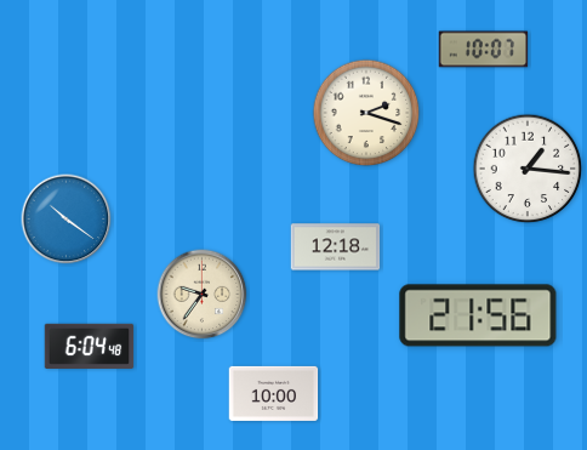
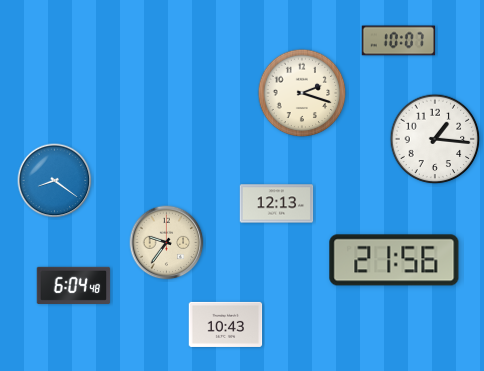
clock at (67, 220): 10:21 -> 8:21
clock at (336, 247): 12:18 -> 12:13
clock at (274, 393): 10:00 -> 10:43
